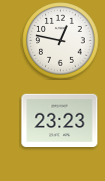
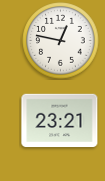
clock at (60, 121): 23:23 -> 23:21
